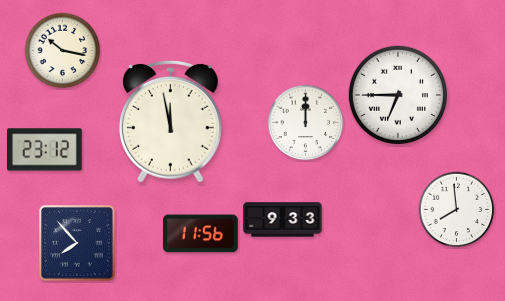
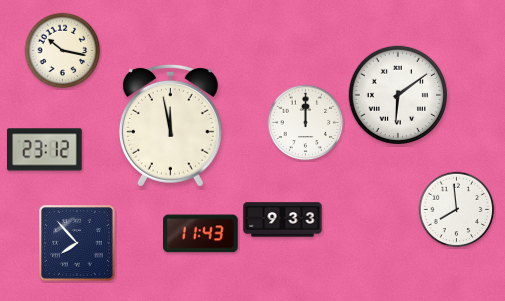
clock at (397, 94): 6:45 -> 6:09
clock at (170, 121) position: (170, 121) -> (170, 125)
clock at (201, 234): 11:56 -> 11:43
